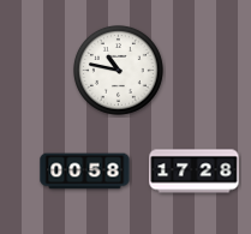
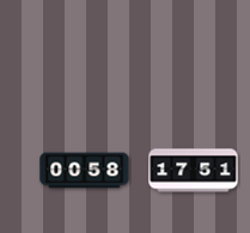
clock at (119, 71): 10:47 -> none
clock at (195, 172): 17:28 -> 17:51
